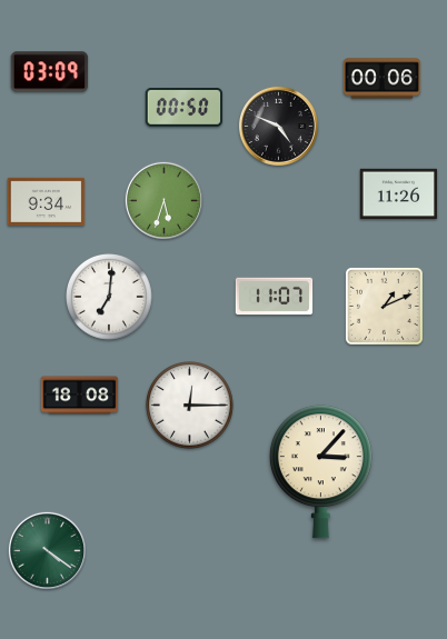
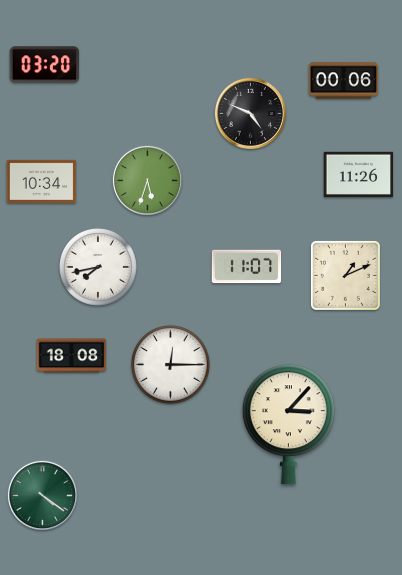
clock at (50, 72): 03:09 -> 03:20
clock at (383, 79) position: (383, 79) -> (344, 81)
clock at (185, 108): 00:50 -> none
clock at (47, 201): 9:34 -> 10:34
clock at (110, 298): 7:01 -> 7:43
